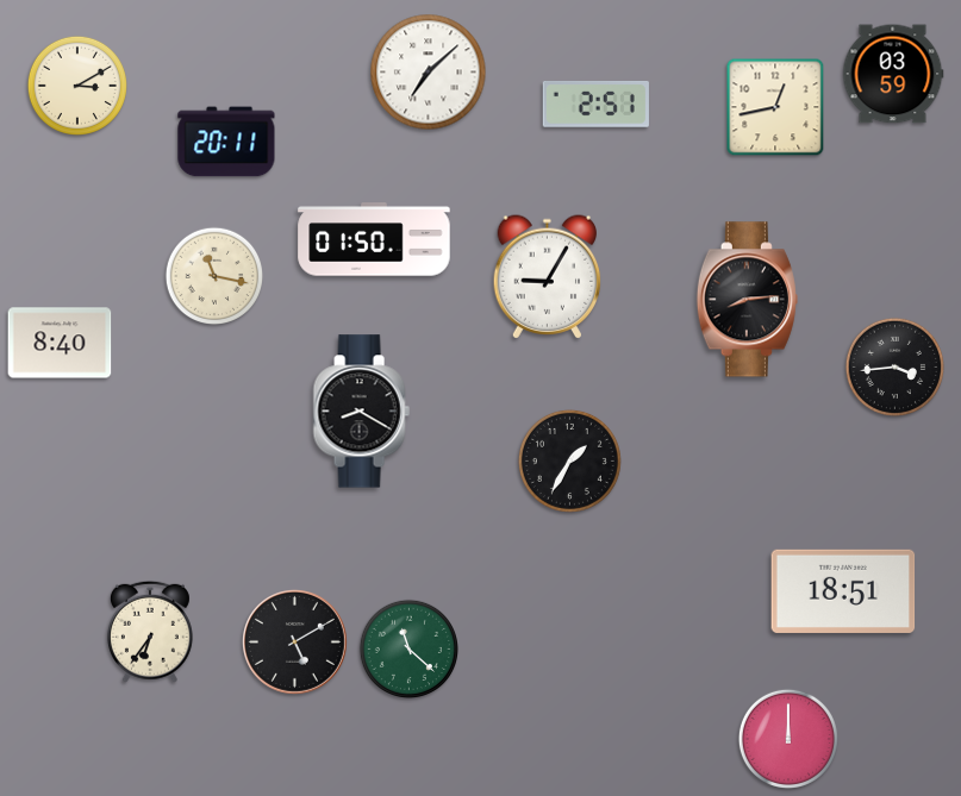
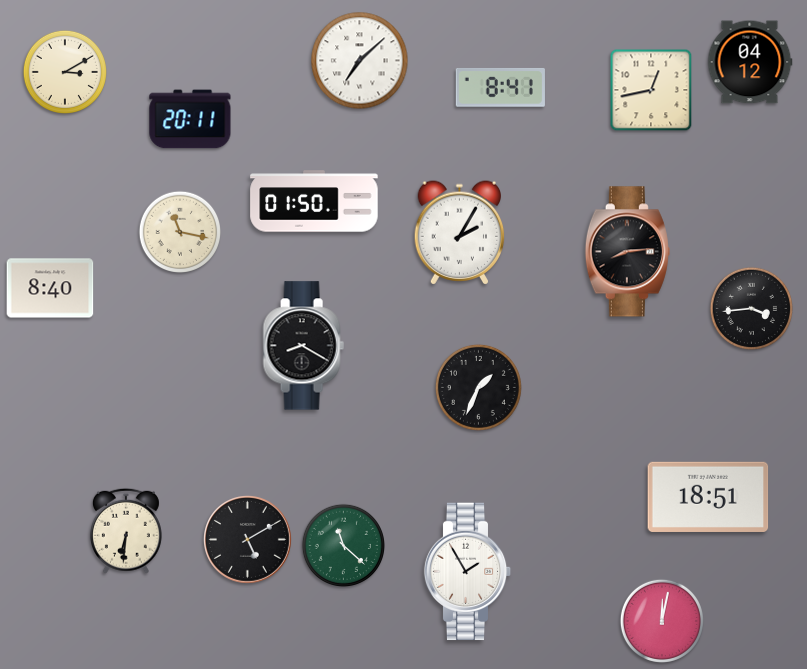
clock at (893, 74): 03:59 -> 04:12
clock at (595, 104): 2:51 -> 8:41
clock at (548, 277): 9:05 -> 2:05
clock at (569, 460): 1:35 -> 1:34
clock at (150, 632): 6:36 -> 6:31
clock at (468, 572): none -> 1:55
clock at (788, 739): 12:00 -> 12:02
